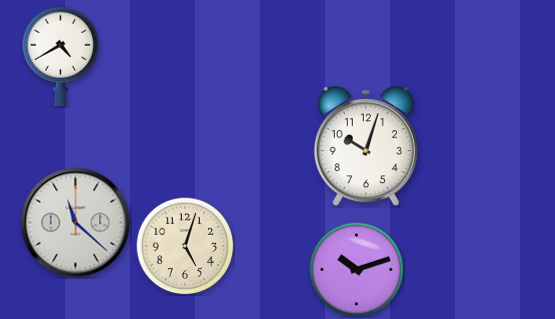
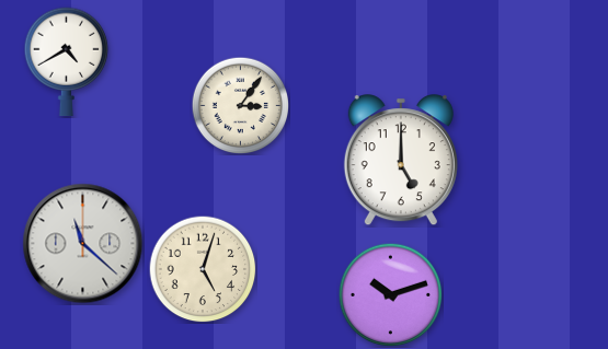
clock at (240, 105): none -> 3:06
clock at (366, 147): 10:03 -> 5:00
